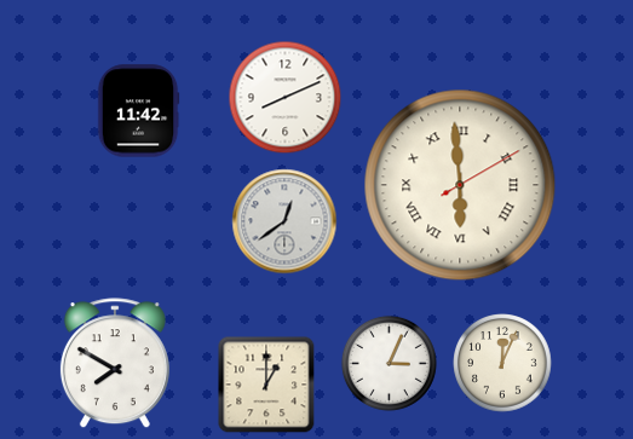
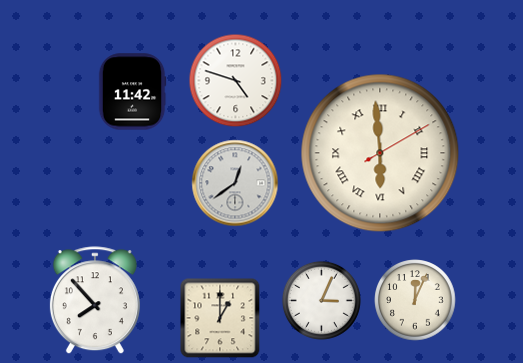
clock at (286, 98): 8:11 -> 4:48
clock at (138, 111) position: (138, 111) -> (132, 92)
clock at (115, 364): 7:50 -> 7:53
